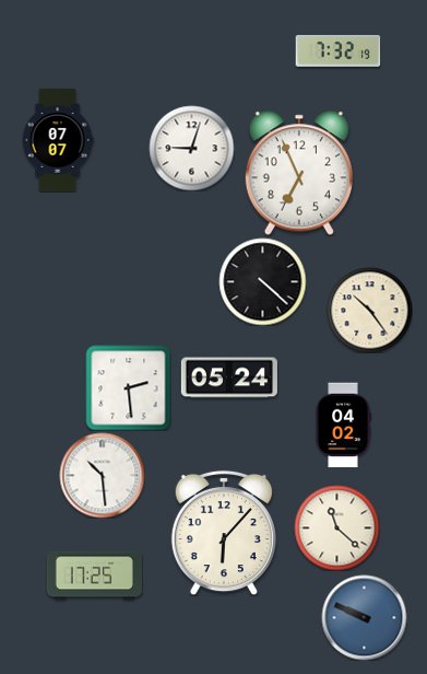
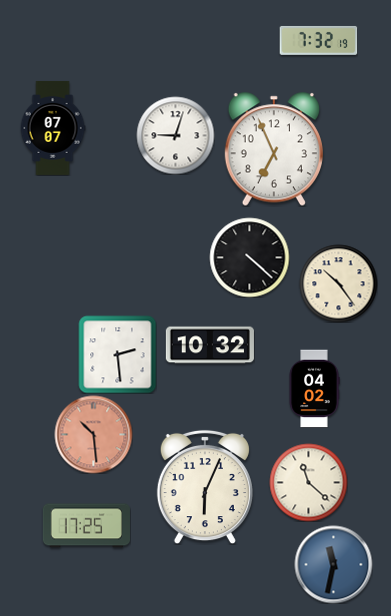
clock at (337, 50) position: (337, 50) -> (318, 40)
clock at (299, 173) position: (299, 173) -> (274, 149)
clock at (262, 281) position: (262, 281) -> (249, 257)
clock at (229, 377): 05:24 -> 10:32
clock at (102, 475) dial: white -> salmon
clock at (224, 533): 6:07 -> 6:04
clock at (364, 617): 9:49 -> 11:32
